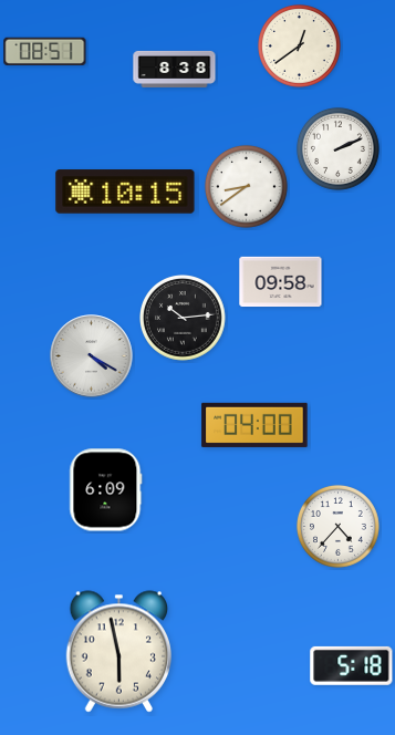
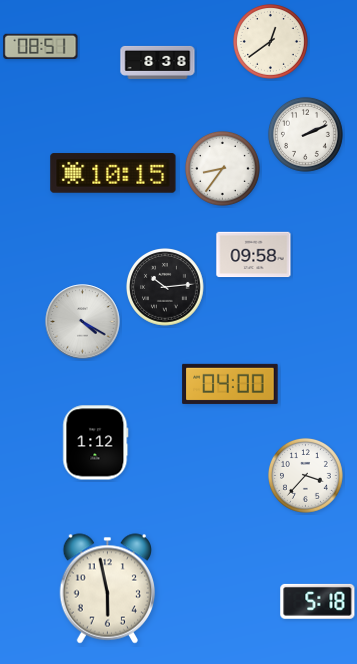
clock at (246, 186): 8:39 -> 8:36
clock at (106, 490): 6:09 -> 1:12
clock at (337, 526): 4:37 -> 3:37
